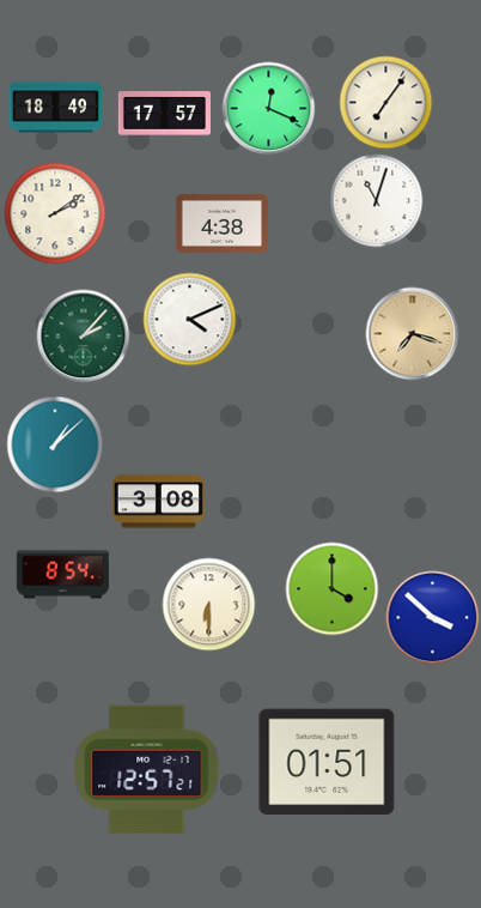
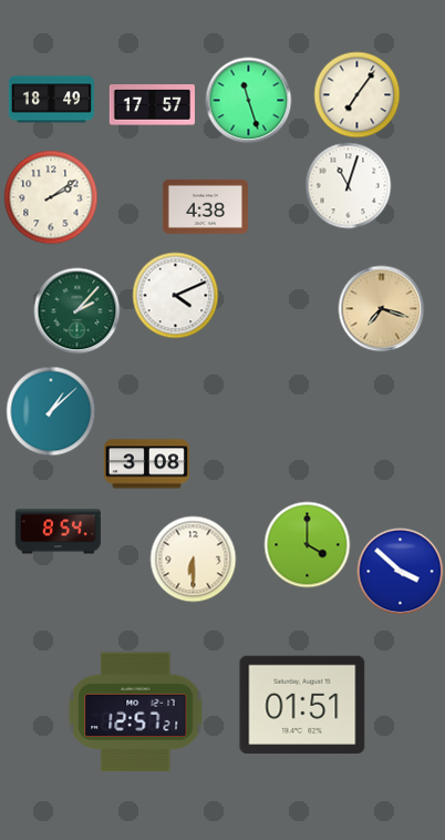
clock at (268, 108): 12:19 -> 11:27
